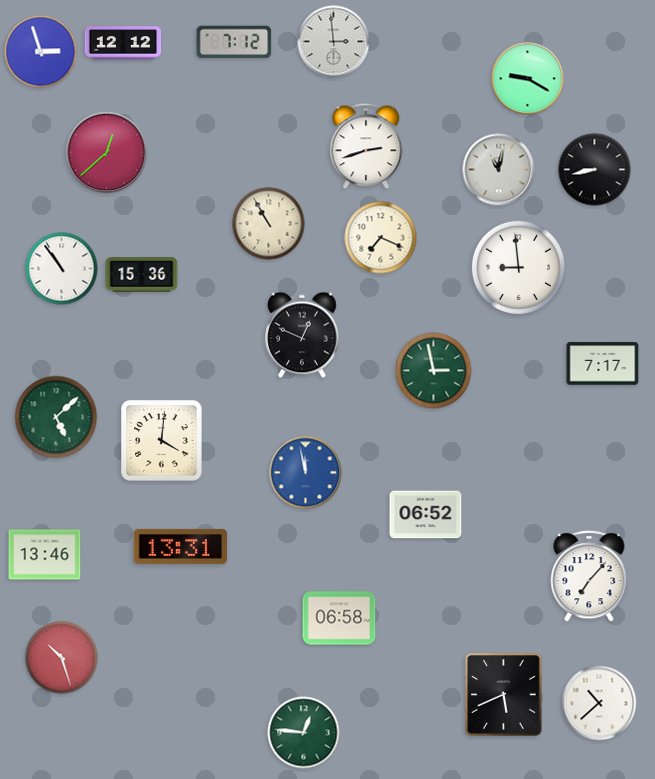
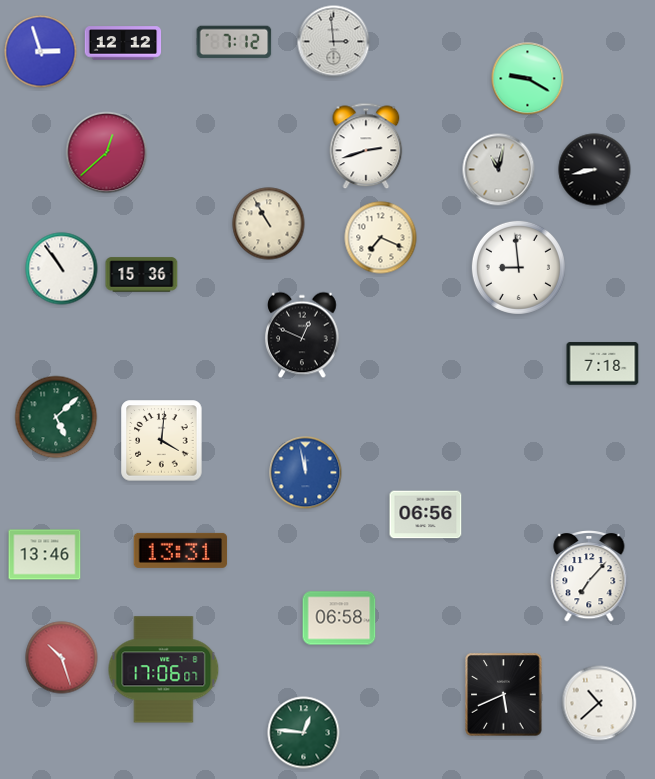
clock at (603, 364): 7:17 -> 7:18
clock at (434, 371): 2:58 -> none
clock at (426, 515): 06:52 -> 06:56
clock at (181, 546) position: (181, 546) -> (181, 550)
clock at (164, 670): none -> 17:06
